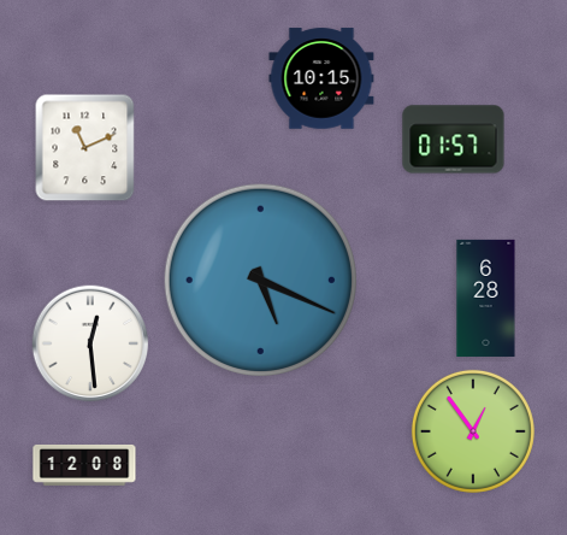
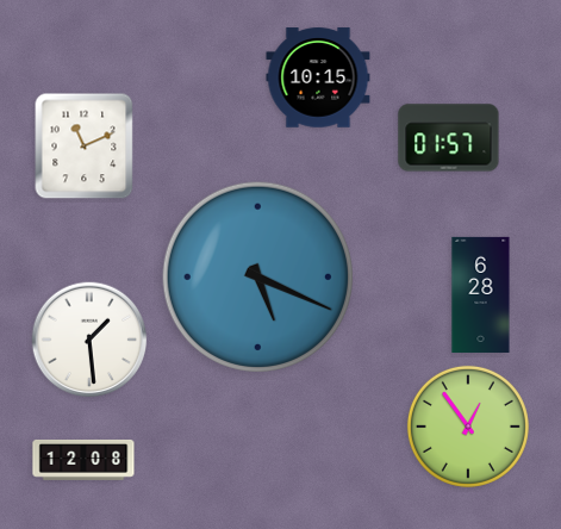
clock at (90, 343): 12:29 -> 1:29
